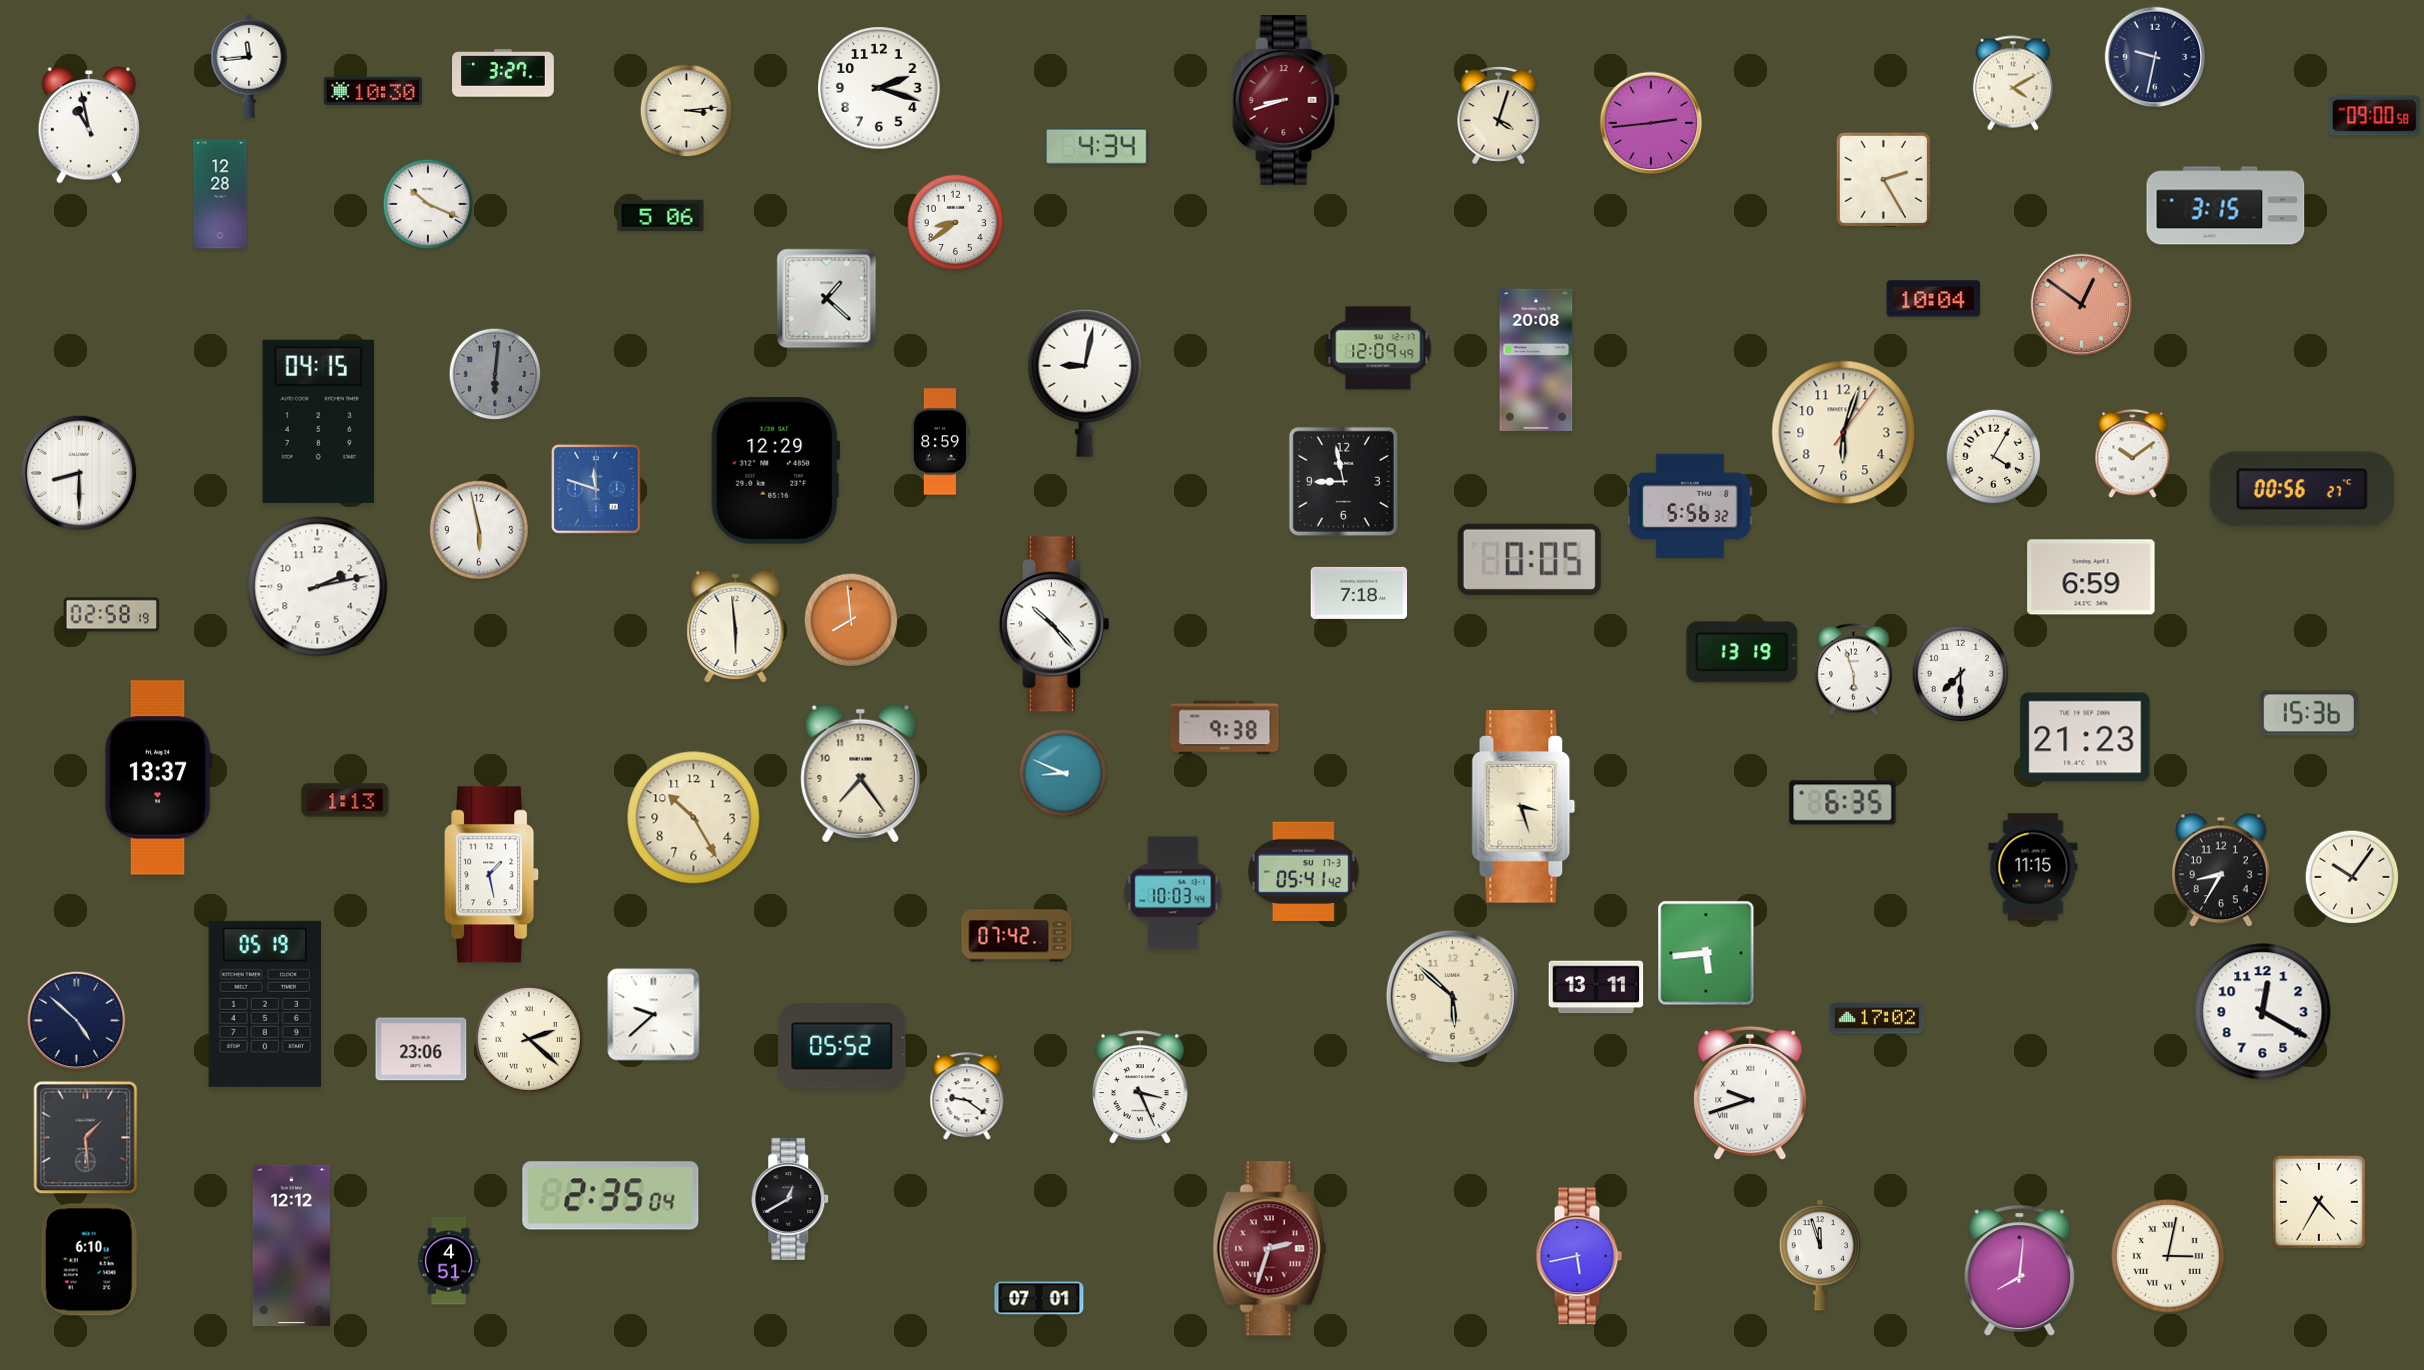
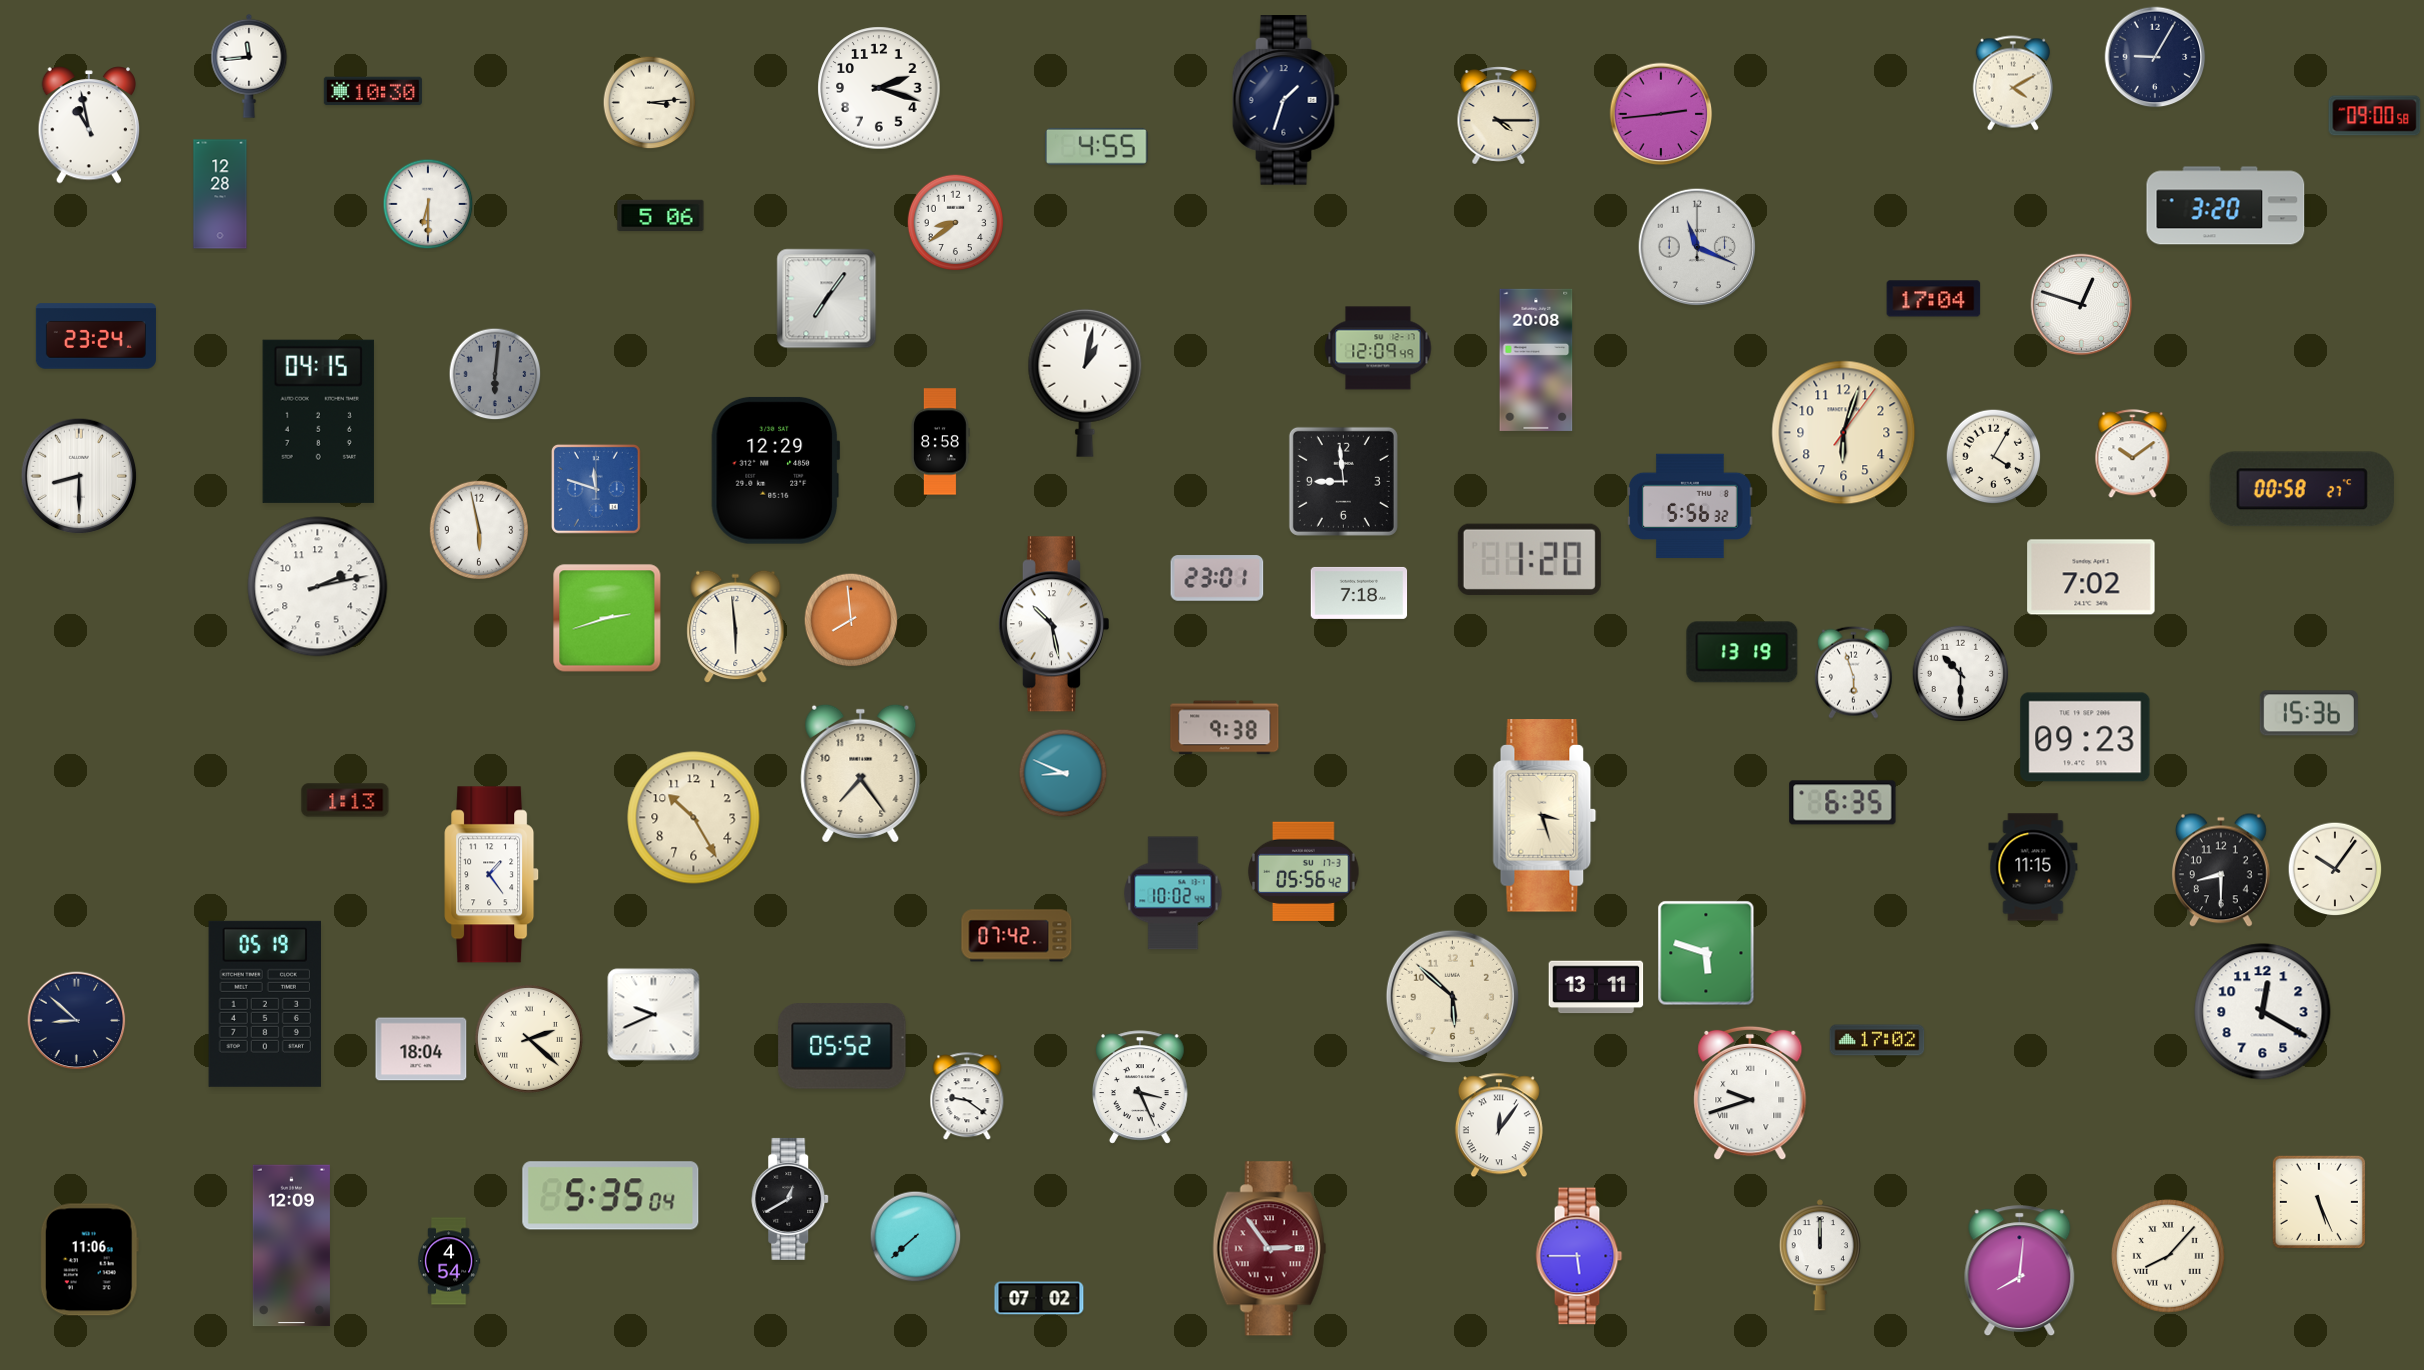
clock at (2155, 57): 9:32 -> 9:05
clock at (503, 73): 3:27 -> none
clock at (1286, 100): 8:42 -> 1:33
clock at (1286, 100) dial: burgundy -> navy
clock at (687, 111) position: (687, 111) -> (650, 103)
clock at (1499, 116): 4:03 -> 4:15
clock at (1651, 123) position: (1651, 123) -> (1661, 114)
clock at (1097, 146): 4:34 -> 4:55
clock at (1883, 179): 2:25 -> none
clock at (428, 204): 10:19 -> 6:30
clock at (2226, 206): 3:15 -> 3:20
clock at (1697, 247): none -> 11:19
clock at (827, 299): 1:22 -> 7:06
clock at (1934, 299): 10:04 -> 17:04
clock at (2082, 305): 12:51 -> 12:48
clock at (2082, 305) dial: salmon -> white
clock at (96, 336): none -> 23:24
clock at (1085, 383): 9:02 -> 1:02
clock at (940, 442): 8:59 -> 8:58
clock at (79, 473) position: (79, 473) -> (79, 476)
clock at (1343, 481): 8:58 -> 8:59
clock at (2302, 489): 00:56 -> 00:58
clock at (1529, 559): 0:05 -> 1:20
clock at (2091, 577): 6:59 -> 7:02
clock at (1217, 578): none -> 23:01
clock at (112, 615): 02:58 -> none
clock at (607, 618): none -> 2:42
clock at (1053, 624): 10:23 -> 10:28
clock at (1853, 669) position: (1853, 669) -> (1853, 672)
clock at (1961, 674): 7:30 -> 10:30
clock at (2085, 737): 21:23 -> 09:23
clock at (158, 778): 13:37 -> none
clock at (1524, 807) position: (1524, 807) -> (1545, 816)
clock at (2221, 870): 8:35 -> 8:30
clock at (1304, 871): 05:41 -> 05:56
clock at (492, 875): 1:28 -> 1:24
clock at (2352, 877) position: (2352, 877) -> (2335, 869)
clock at (1173, 893): 10:03 -> 10:02
clock at (1706, 953): 5:44 -> 5:48
clock at (654, 1015): 9:38 -> 9:41
clock at (1877, 1018) position: (1877, 1018) -> (1877, 1040)
clock at (77, 1021): 4:52 -> 8:52
clock at (421, 1049): 23:06 -> 18:04
clock at (1499, 1125): none -> 12:06
clock at (86, 1138): 1:29 -> none
clock at (611, 1196): 2:35 -> 5:35
clock at (2319, 1202): 4:35 -> 5:26
clock at (916, 1237): none -> 7:38
clock at (291, 1246): 12:12 -> 12:09
clock at (1270, 1249): 2:33 -> 2:54
clock at (1819, 1255): 11:57 -> 12:00
clock at (1579, 1256): 5:43 -> 5:45
clock at (2168, 1256): 3:02 -> 8:07
clock at (89, 1260): 6:10 -> 11:06
clock at (449, 1261): 4:51 -> 4:54
clock at (1039, 1298): 07:01 -> 07:02
